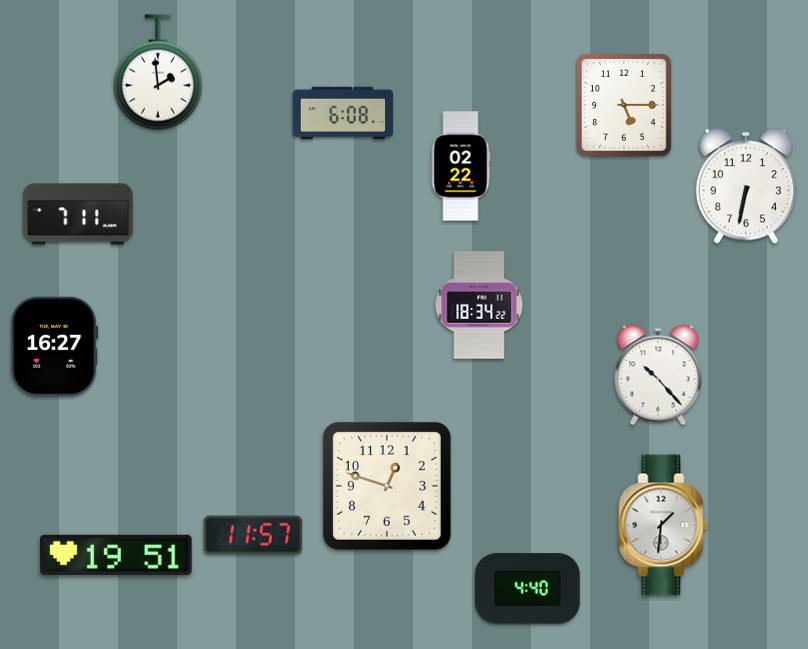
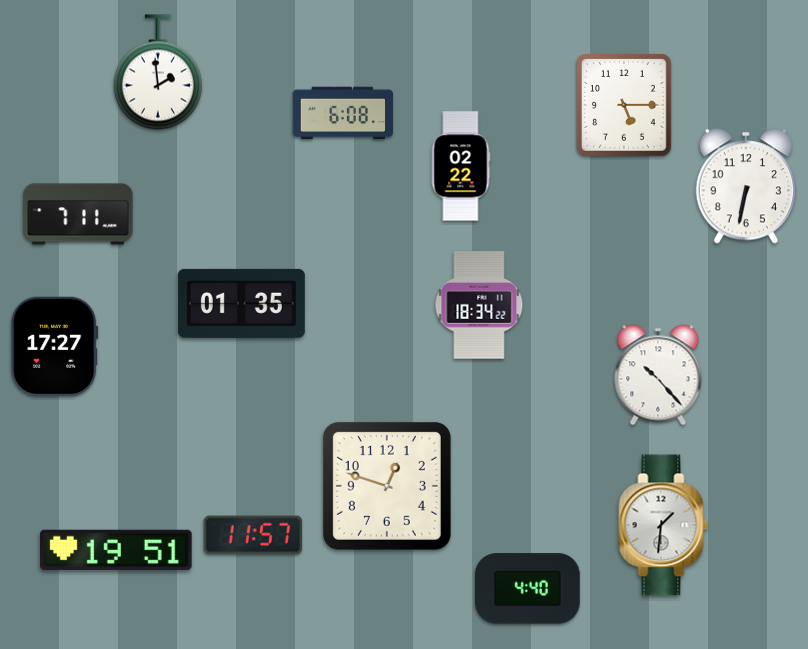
clock at (241, 303): none -> 01:35
clock at (55, 346): 16:27 -> 17:27
clock at (117, 555) position: (117, 555) -> (117, 550)
